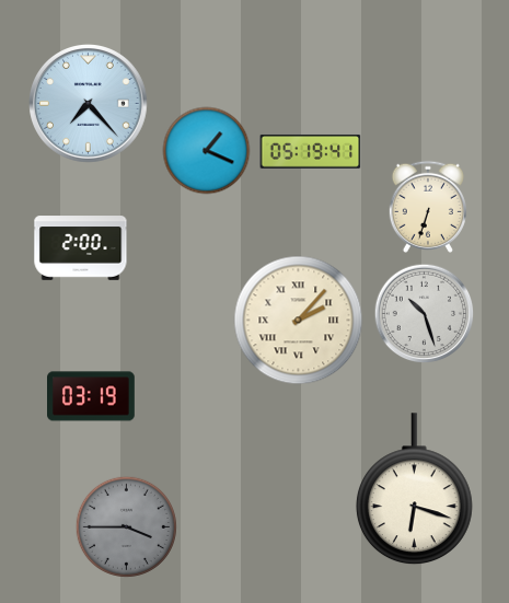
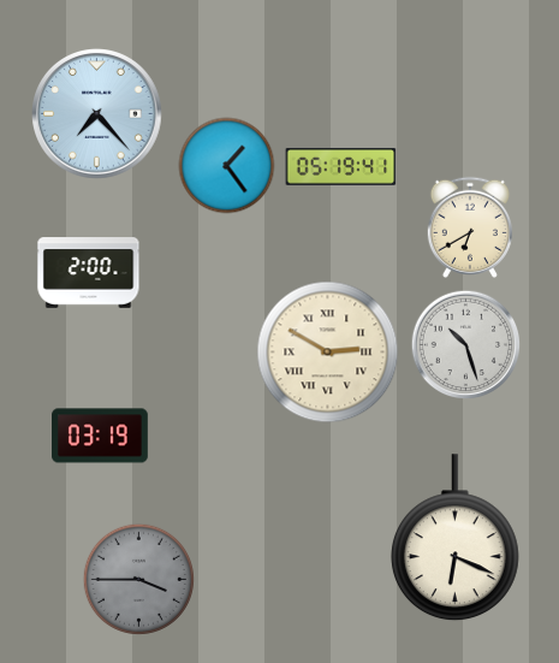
clock at (207, 151): 1:19 -> 1:24
clock at (428, 207): 6:33 -> 6:40
clock at (299, 321): 2:07 -> 2:50
clock at (414, 489): 6:18 -> 6:19
